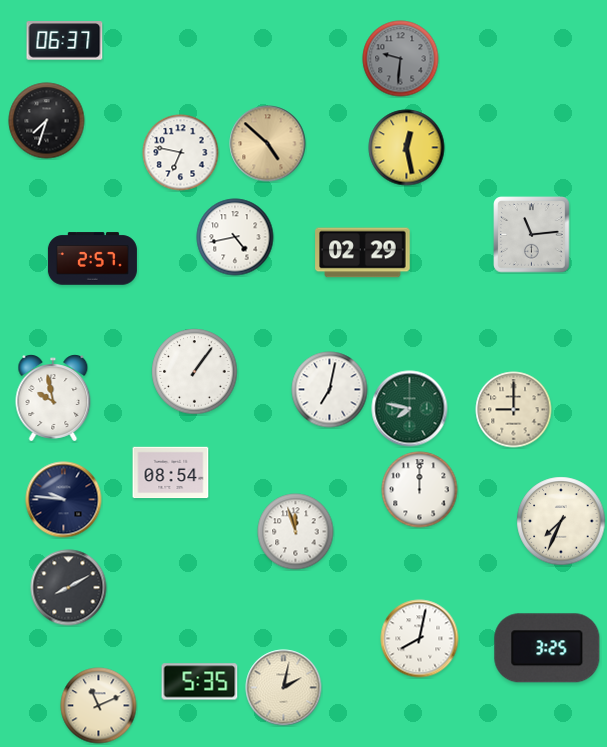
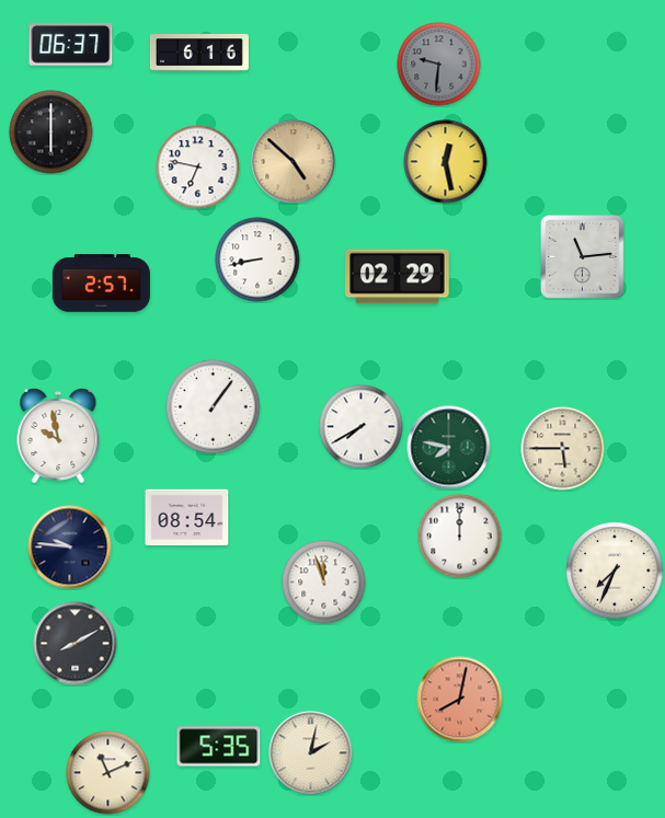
clock at (199, 54): none -> 6:16
clock at (47, 121): 7:33 -> 6:00
clock at (268, 144) position: (268, 144) -> (294, 162)
clock at (235, 237): 4:43 -> 8:43
clock at (330, 390): 7:02 -> 7:40
clock at (514, 410): 9:00 -> 5:45
clock at (420, 639) dial: white -> salmon
clock at (547, 648): 3:25 -> none
